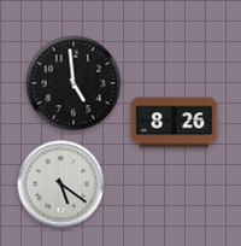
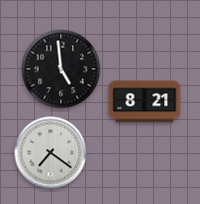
clock at (175, 123): 8:26 -> 8:21
clock at (61, 184): 5:21 -> 7:21
